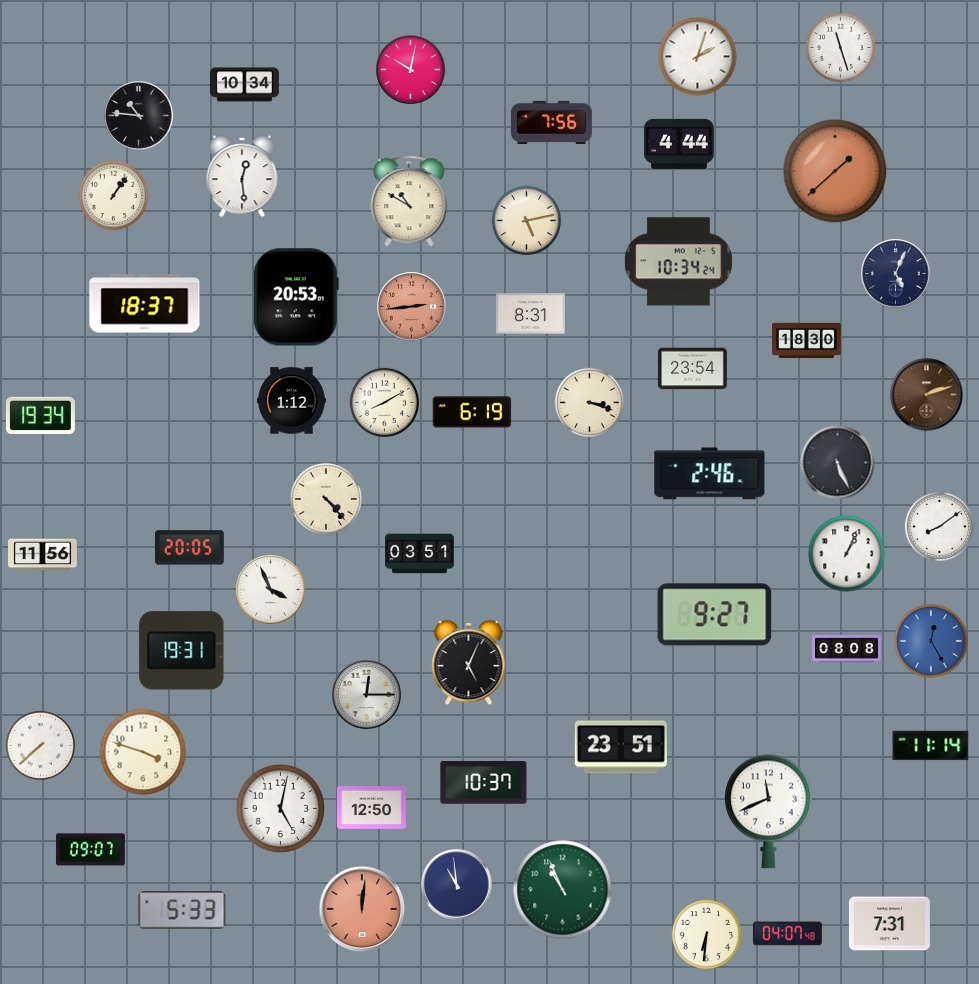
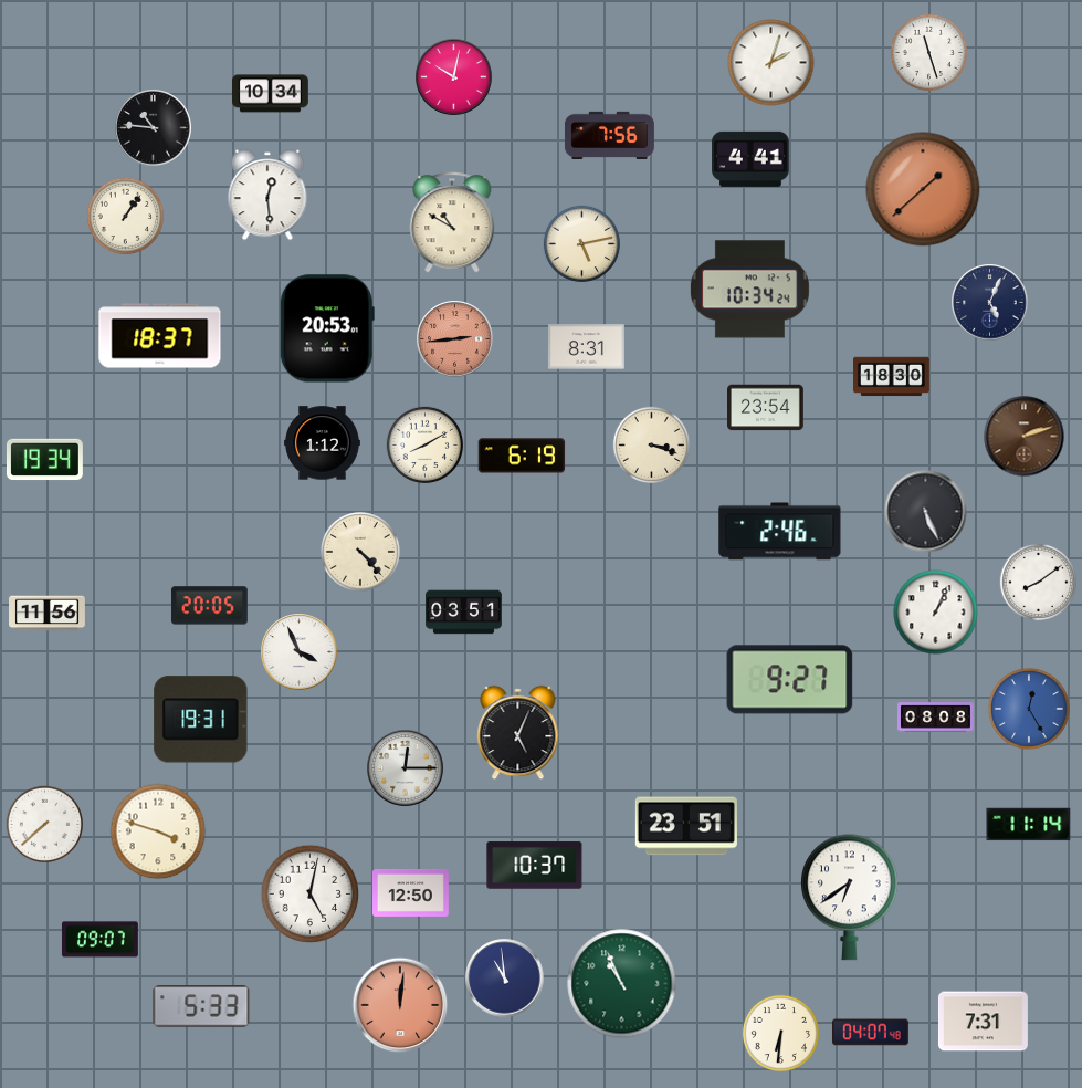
clock at (679, 144): 4:44 -> 4:41
clock at (710, 474) position: (710, 474) -> (780, 532)
clock at (769, 812): 11:41 -> 6:39
